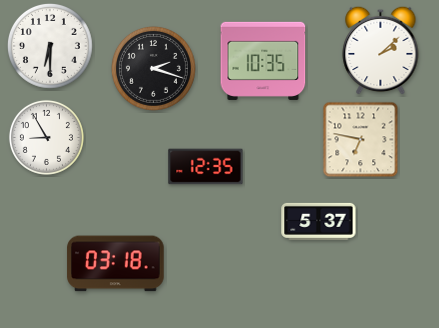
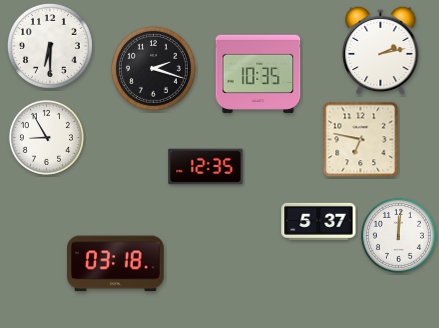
clock at (381, 50): 2:08 -> 2:13
clock at (263, 61) position: (263, 61) -> (258, 74)
clock at (398, 235): none -> 12:01
